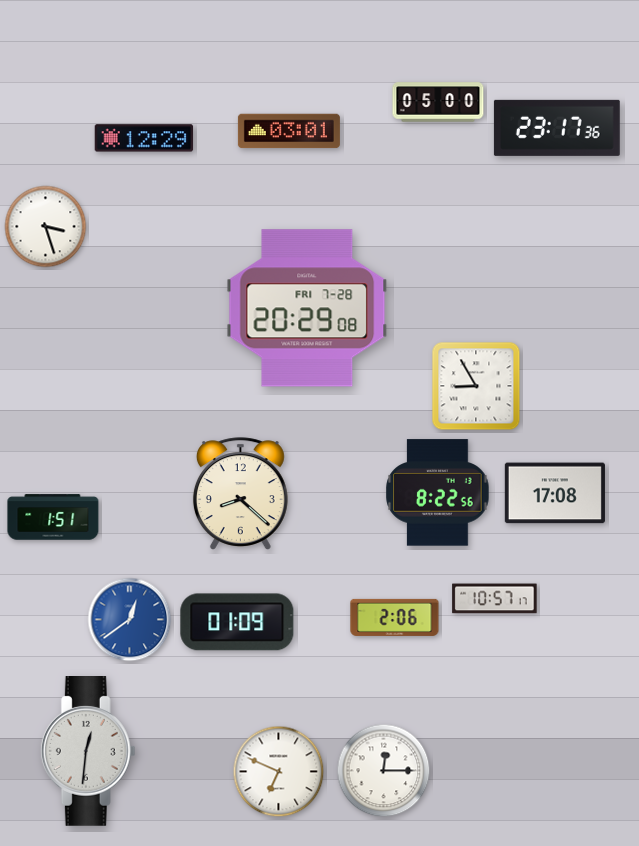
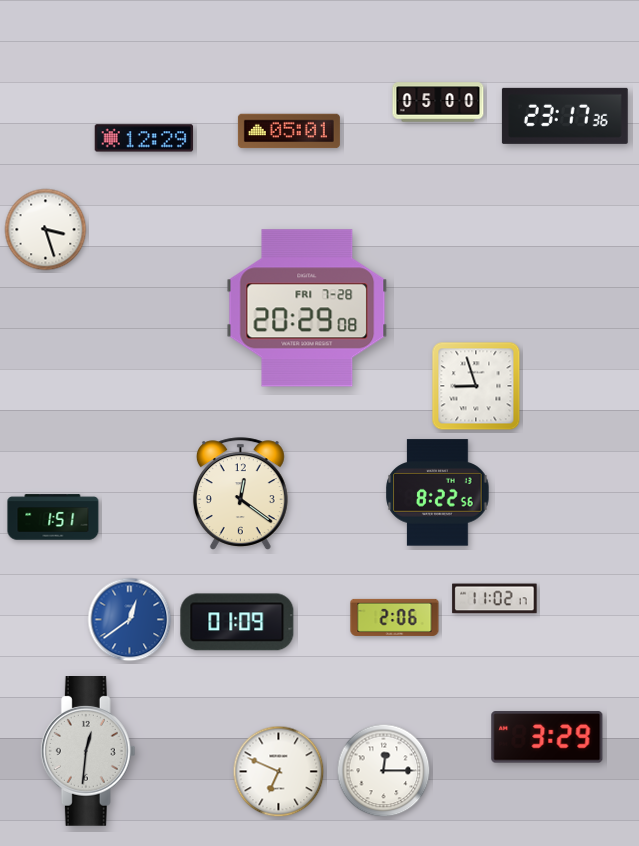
clock at (557, 128) position: (557, 128) -> (565, 116)
clock at (289, 131): 03:01 -> 05:01
clock at (46, 227) position: (46, 227) -> (46, 230)
clock at (476, 386): 8:55 -> 8:57
clock at (555, 493): 17:08 -> none
clock at (240, 494): 8:22 -> 12:21
clock at (495, 599): 10:57 -> 11:02
clock at (547, 737): none -> 3:29
